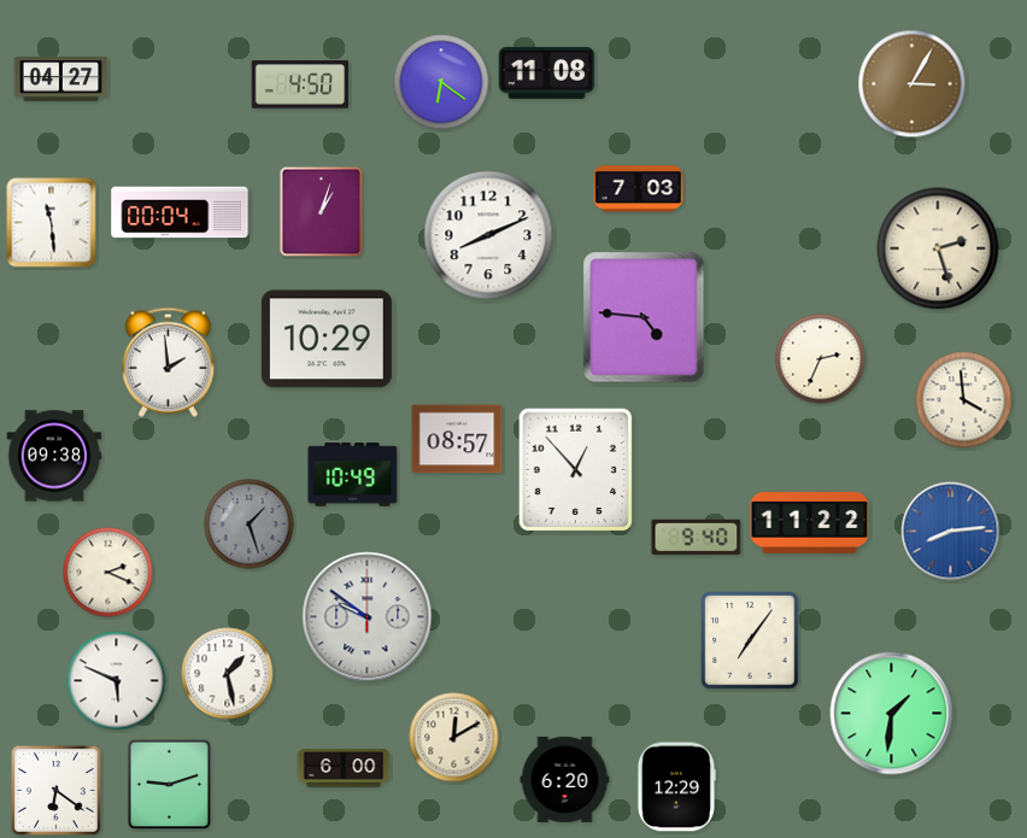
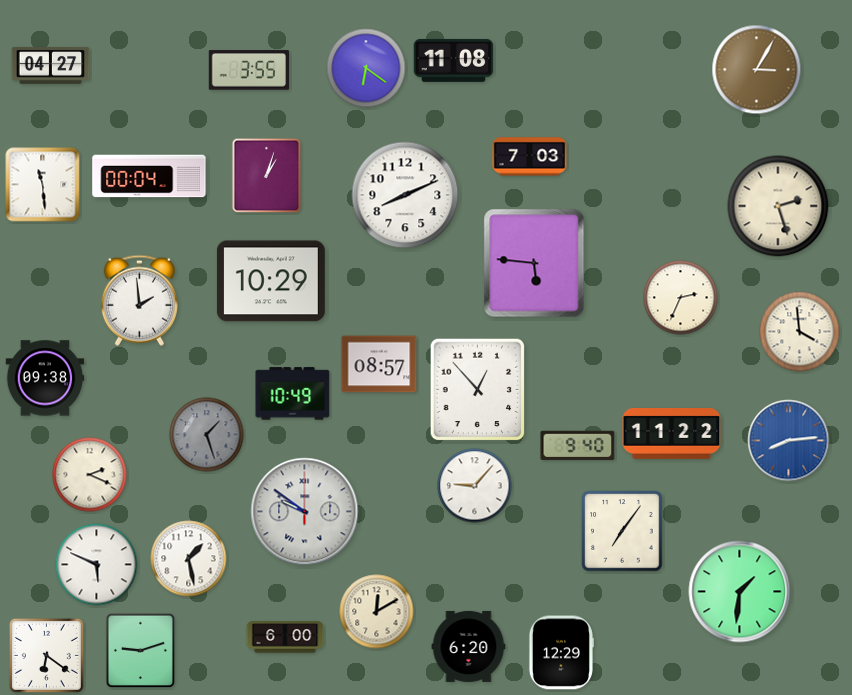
clock at (299, 84): 4:50 -> 3:55
clock at (644, 317): 4:46 -> 5:46
clock at (475, 486): none -> 9:07
